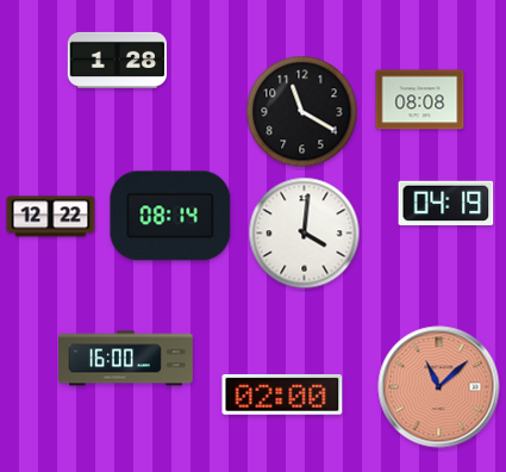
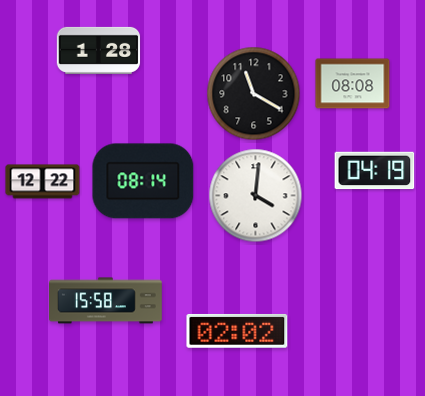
clock at (126, 359): 16:00 -> 15:58
clock at (439, 387): 11:08 -> none
clock at (282, 395): 02:00 -> 02:02
